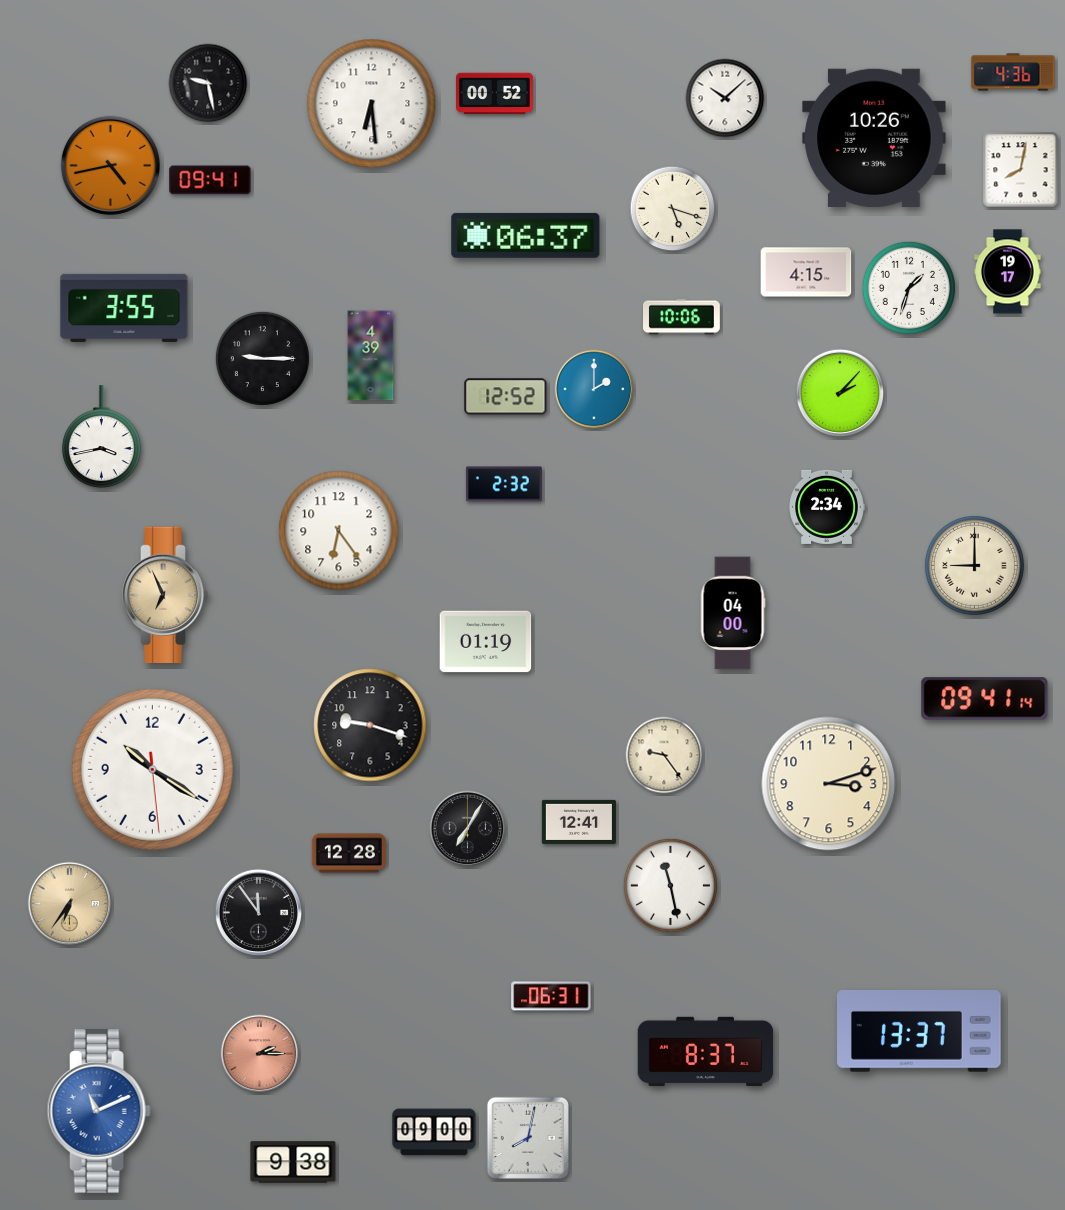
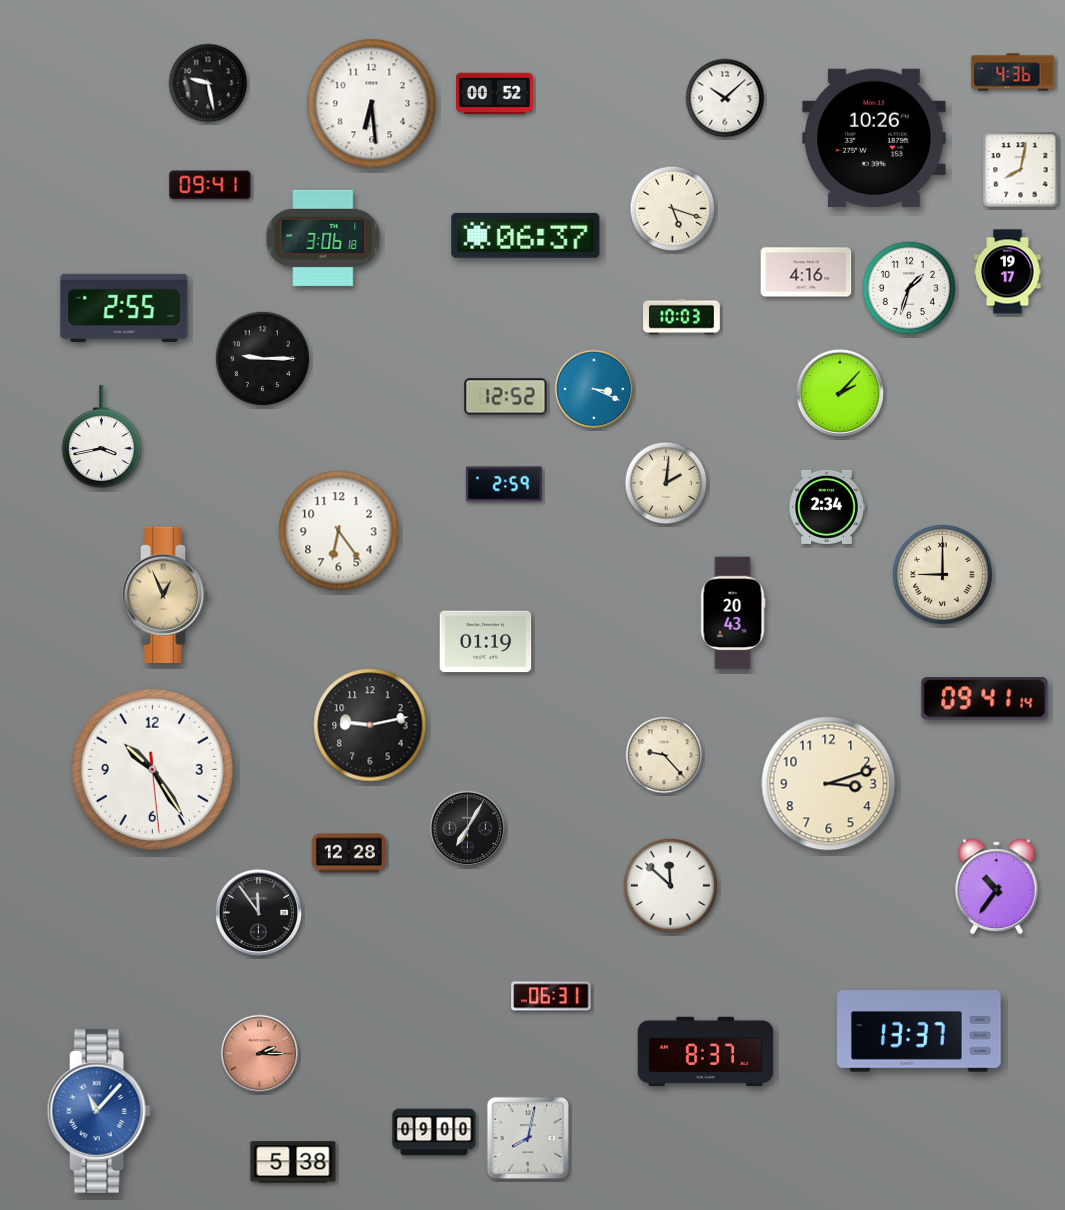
clock at (110, 165): 4:43 -> none
clock at (210, 180) position: (210, 180) -> (210, 185)
clock at (323, 238): none -> 3:06
clock at (806, 272): 4:15 -> 4:16
clock at (124, 308): 3:55 -> 2:55
clock at (682, 317): 10:06 -> 10:03
clock at (371, 356): 4:39 -> none
clock at (594, 389): 2:00 -> 3:19
clock at (666, 483): none -> 2:01
clock at (504, 484): 2:32 -> 2:59
clock at (974, 565) position: (974, 565) -> (942, 574)
clock at (165, 594): 6:56 -> 12:56
clock at (733, 613): 04:00 -> 20:43
clock at (370, 725): 9:18 -> 9:13
clock at (664, 755): 9:24 -> 9:23
clock at (152, 769): 10:20 -> 10:24
clock at (579, 822): 12:41 -> none
clock at (670, 885): 11:28 -> 11:52
clock at (997, 887): none -> 10:36
clock at (70, 904): 6:36 -> none
clock at (99, 1112): 11:11 -> 11:07
clock at (293, 1162): 9:38 -> 5:38
